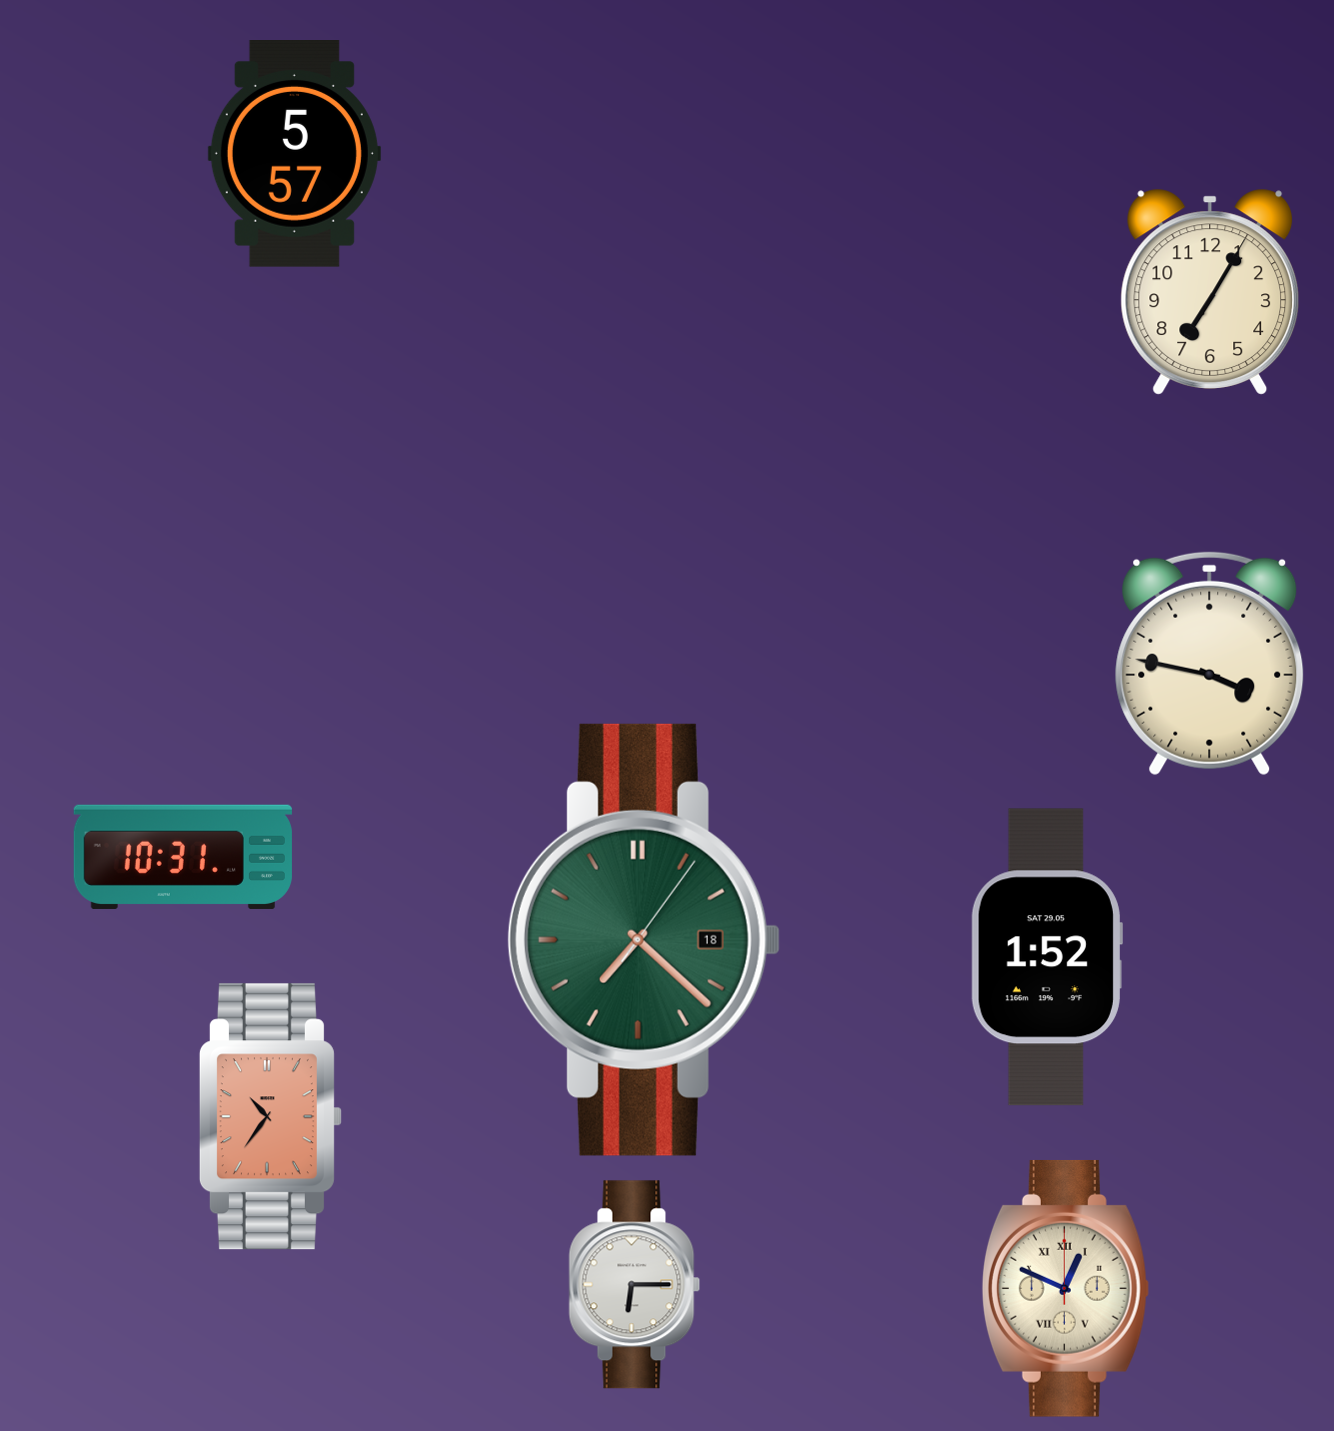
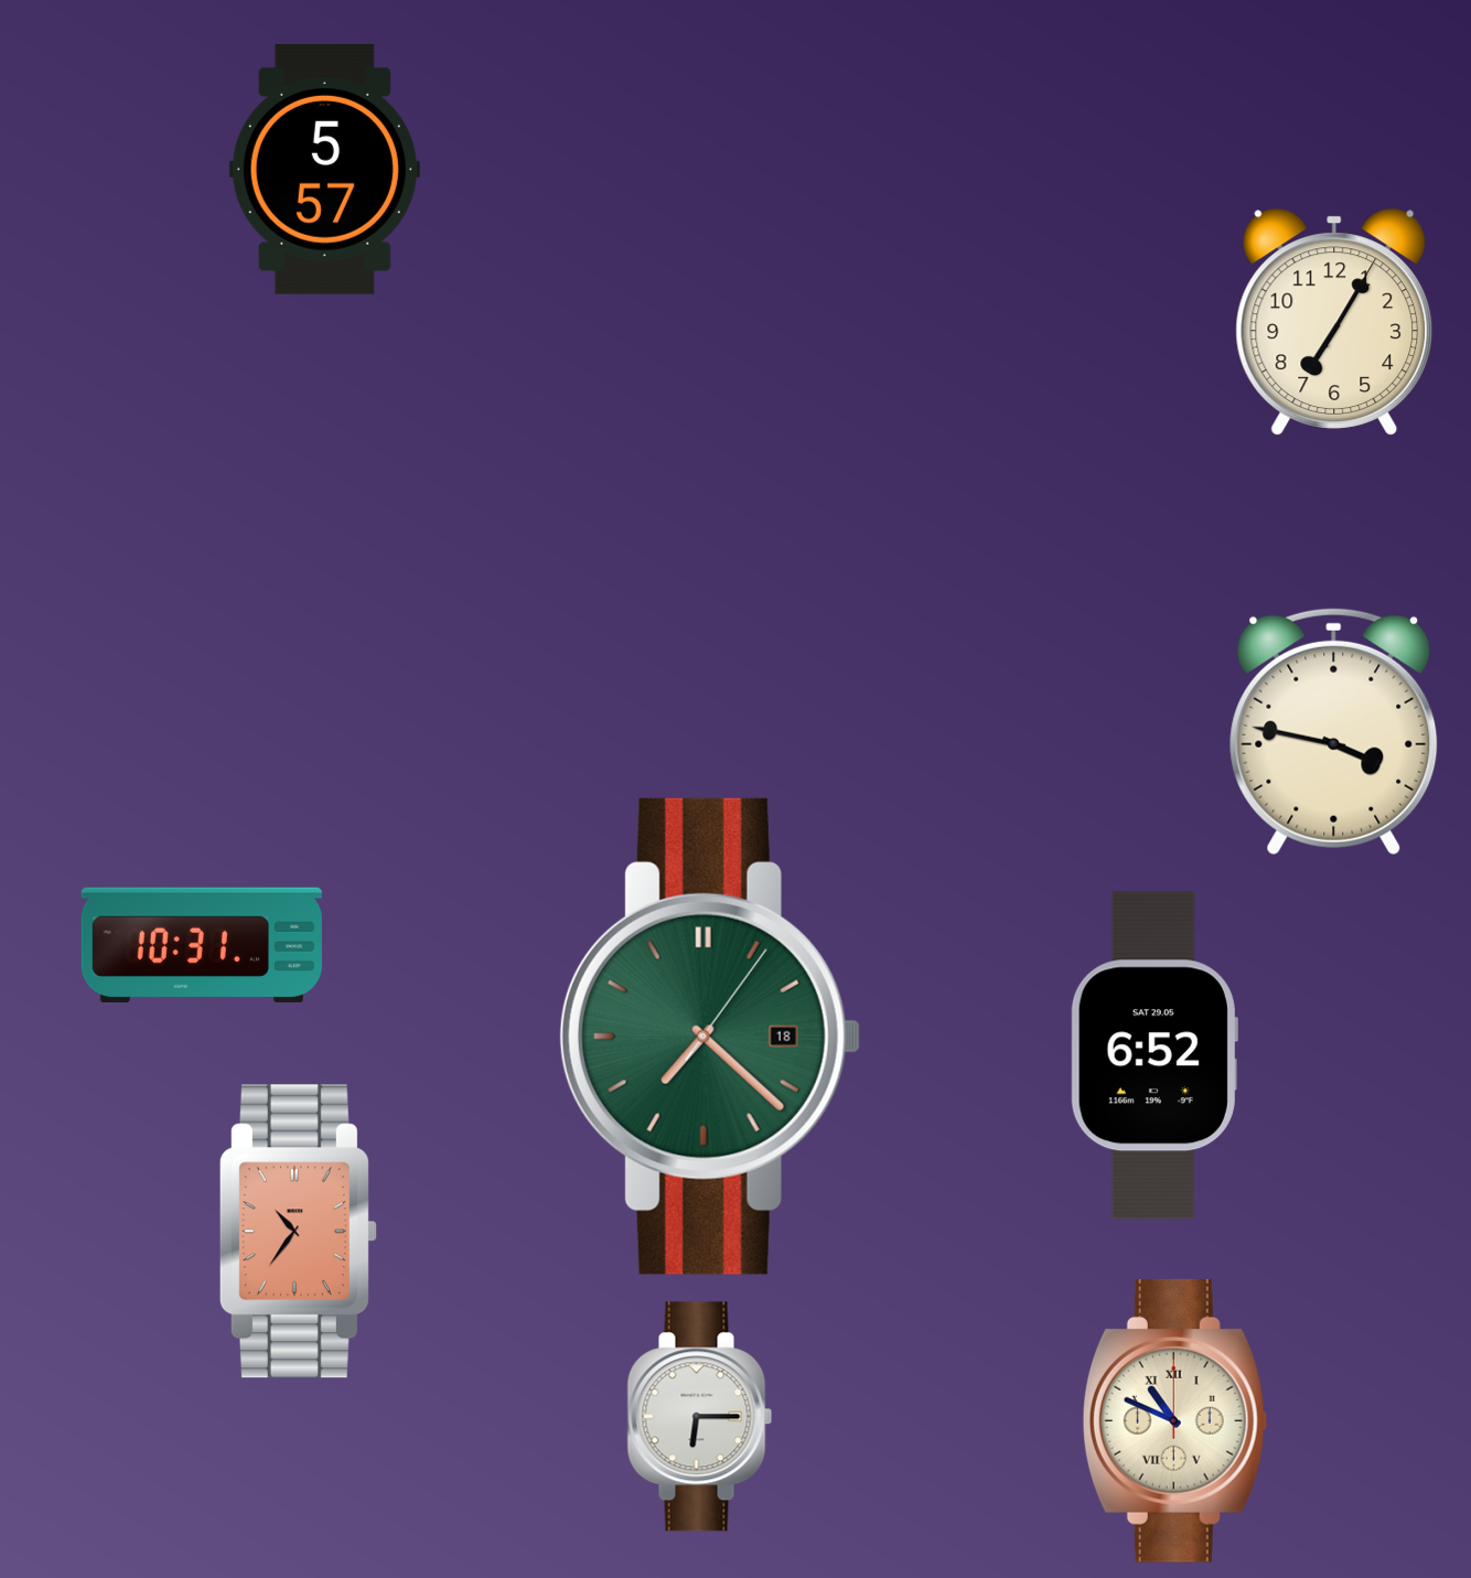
clock at (1047, 957): 1:52 -> 6:52
clock at (1065, 1288): 12:49 -> 10:49
